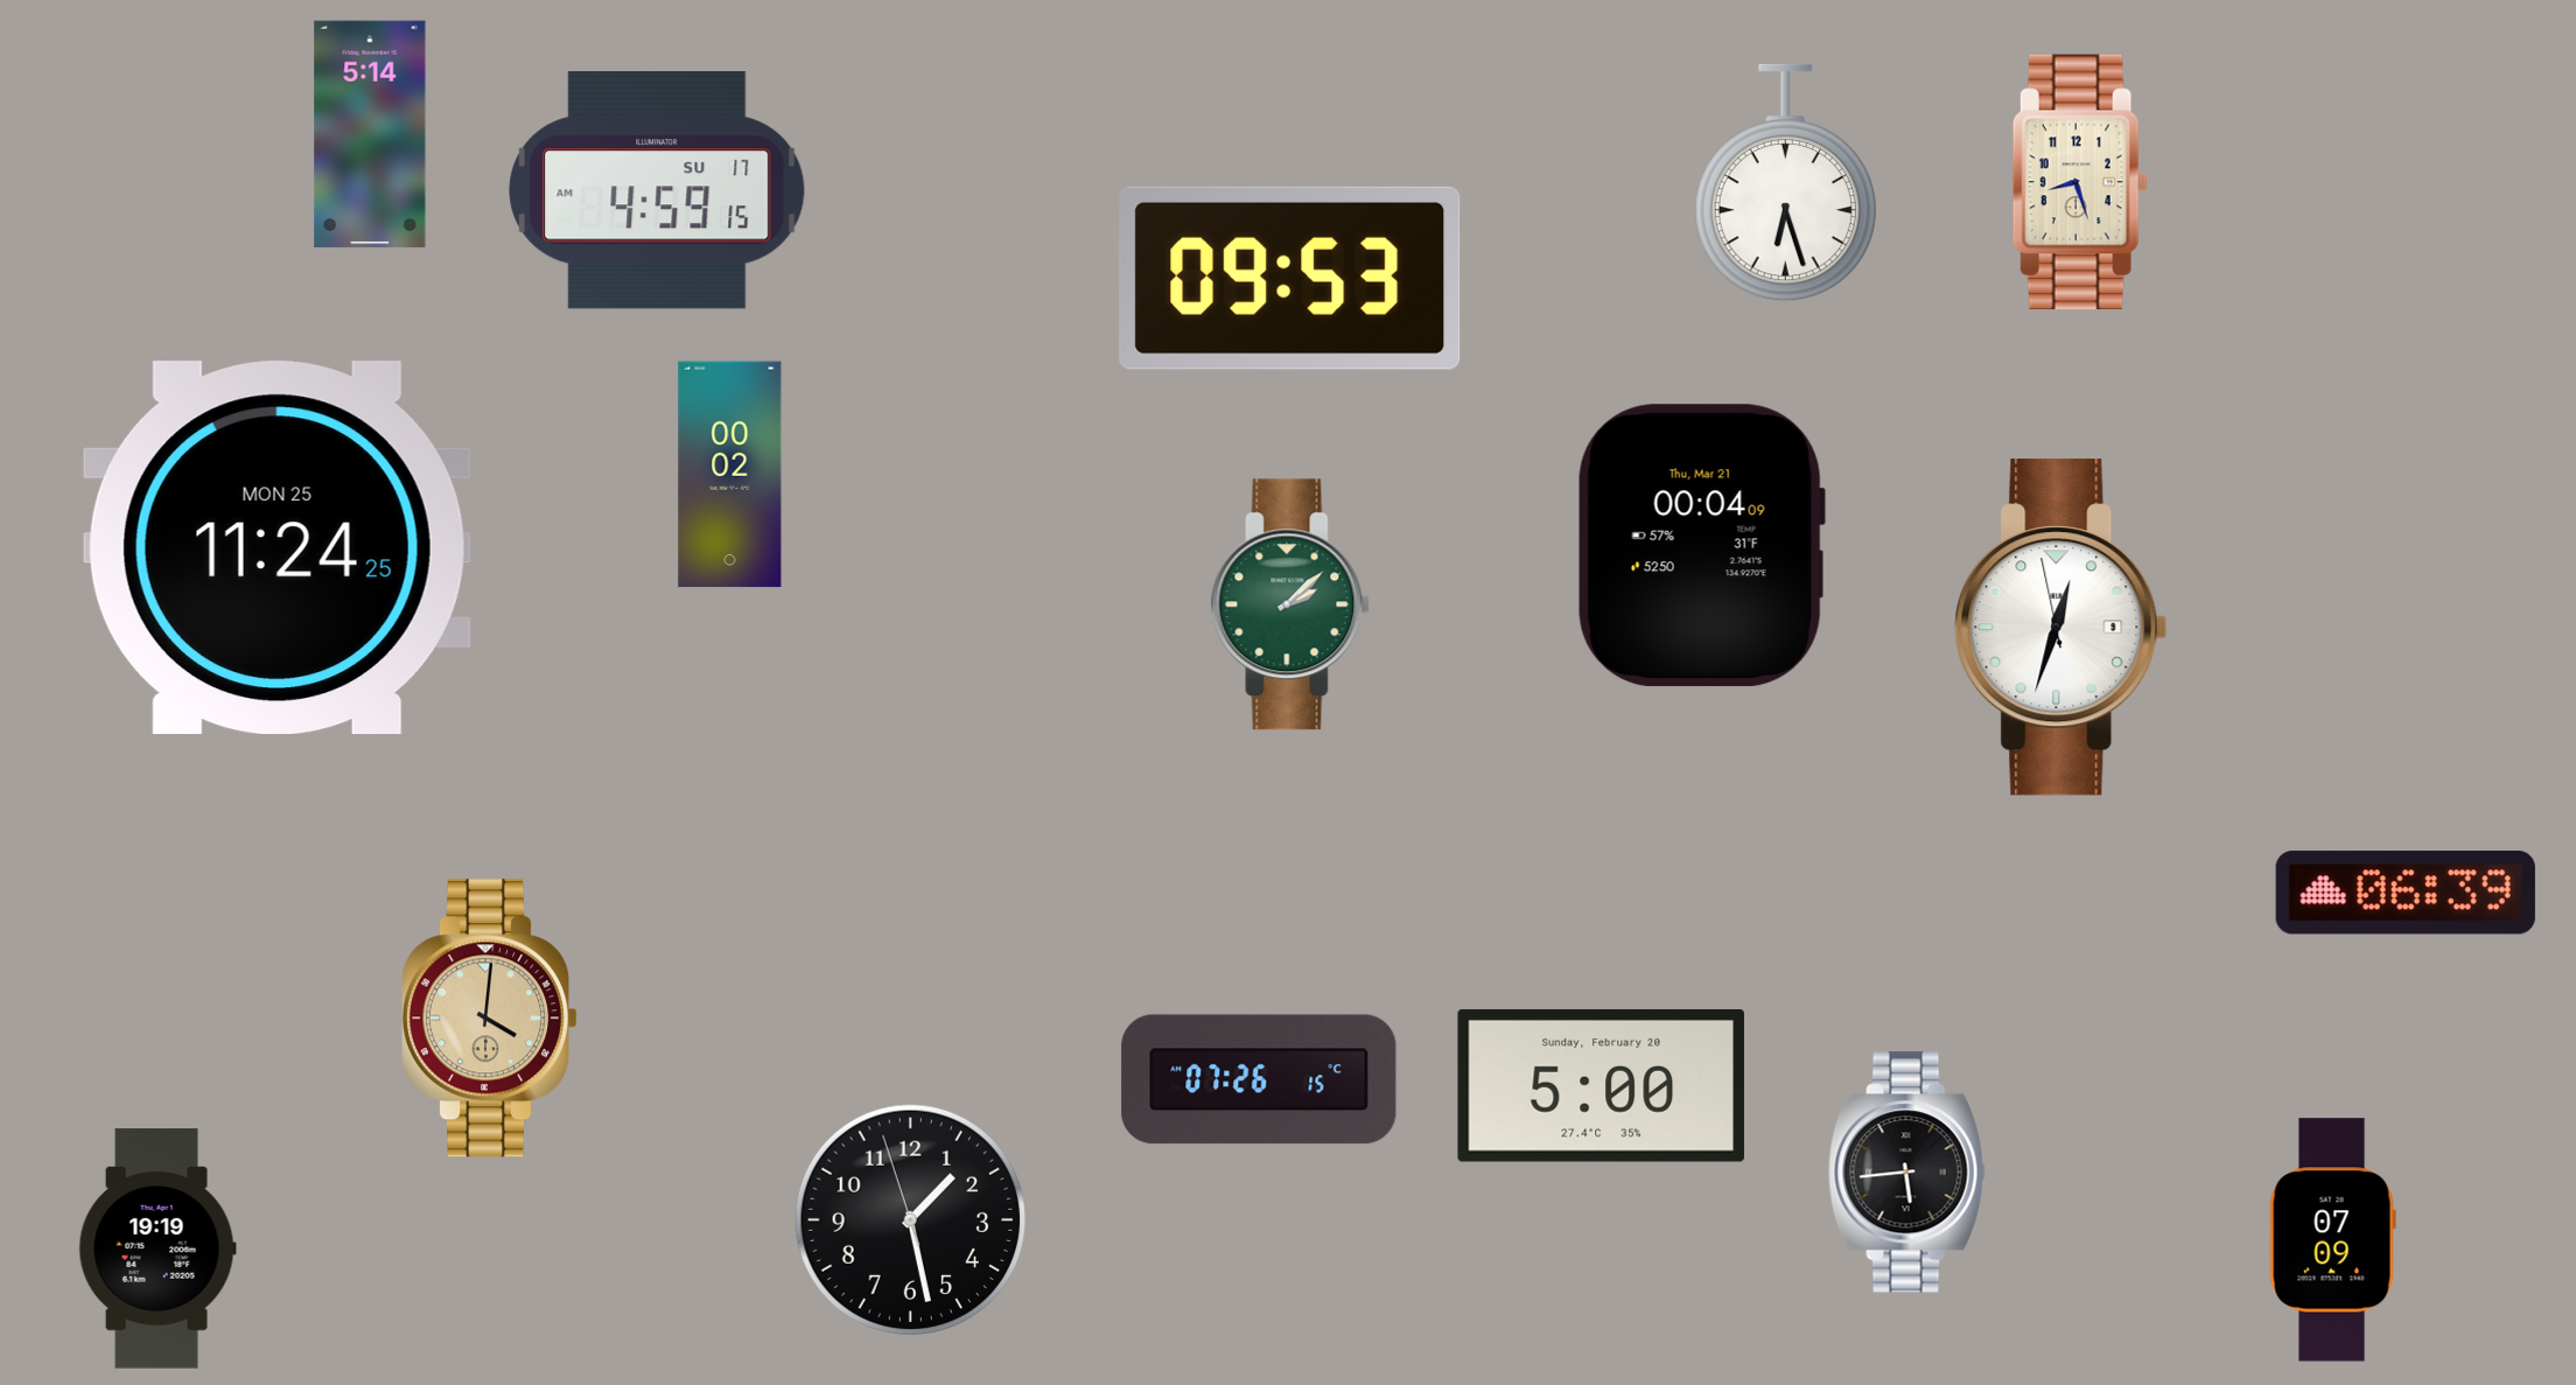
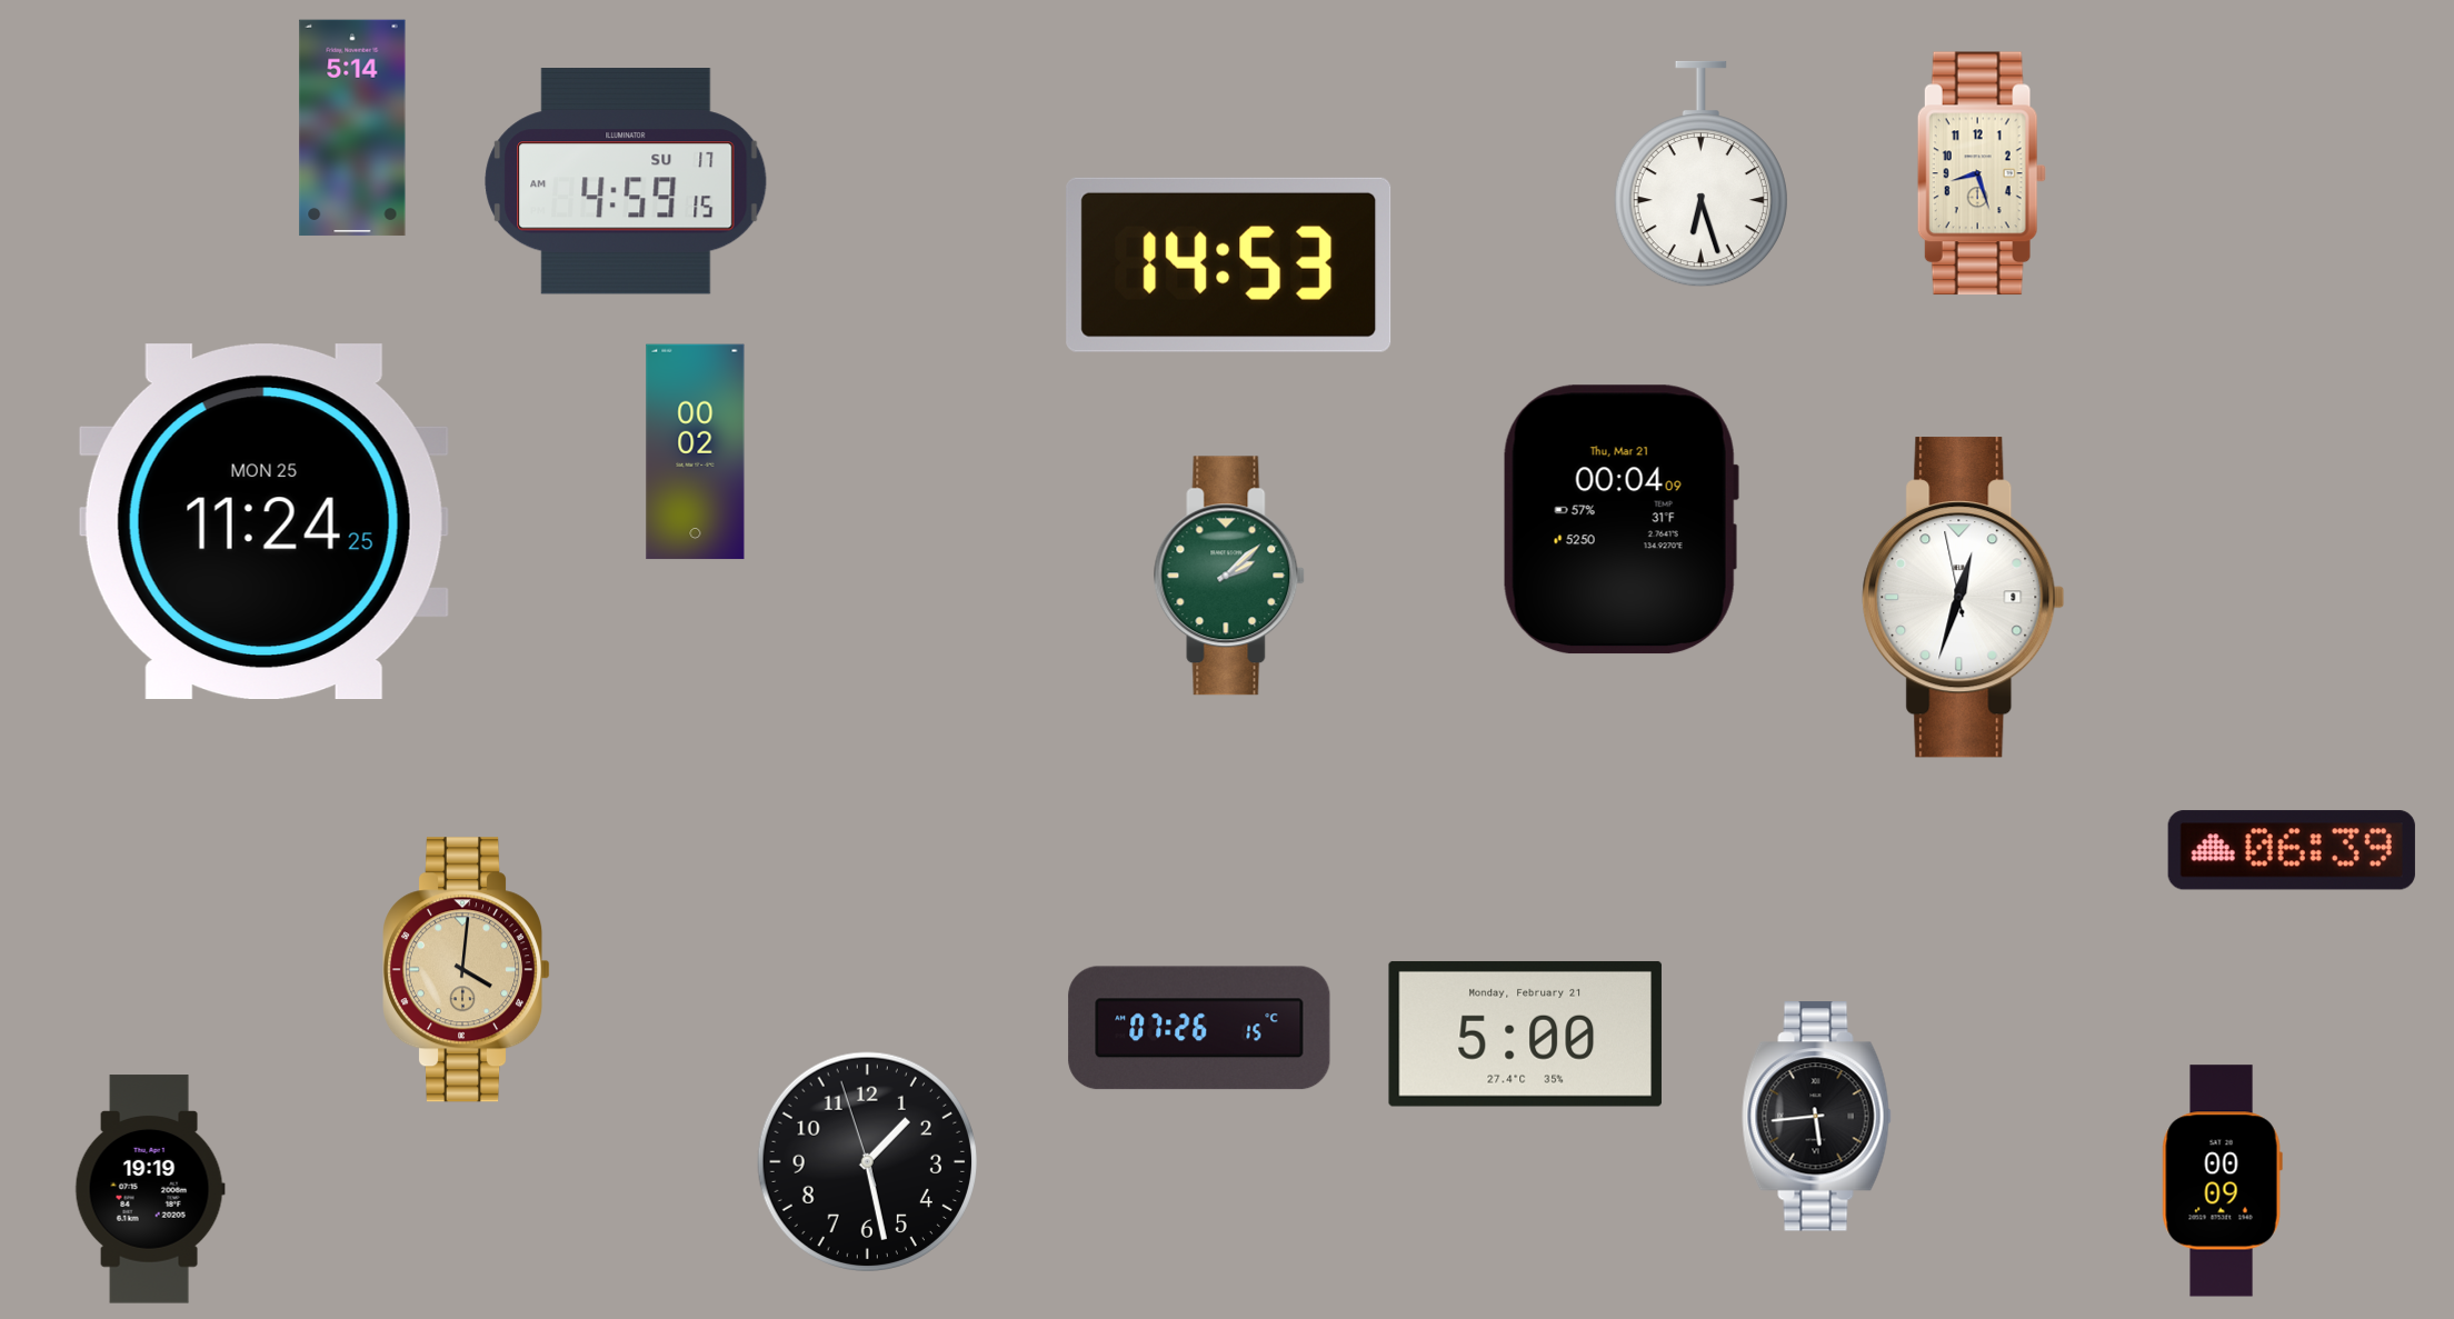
clock at (1290, 278): 09:53 -> 14:53
clock at (1601, 1085) date: Sunday, February 20 -> Monday, February 21
clock at (2332, 1240): 07:09 -> 00:09
